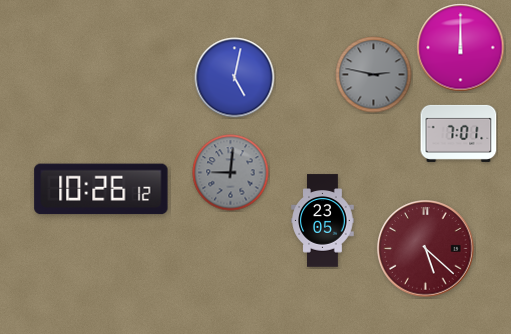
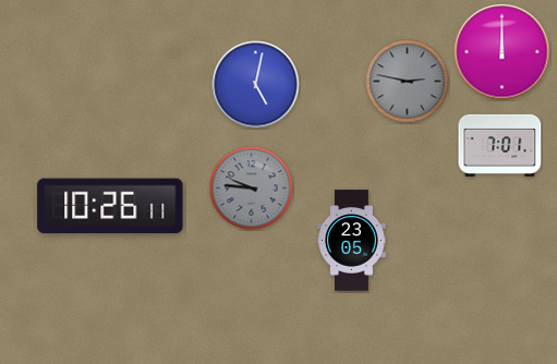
clock at (231, 173): 9:01 -> 9:46
clock at (101, 189): 10:26:12 -> 10:26:11
clock at (426, 249): 5:22 -> none
